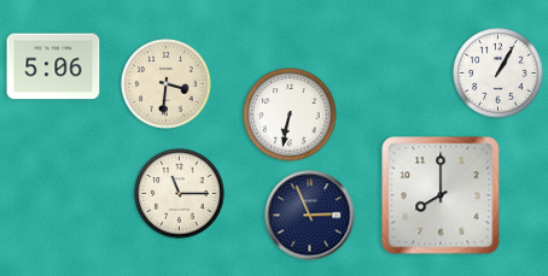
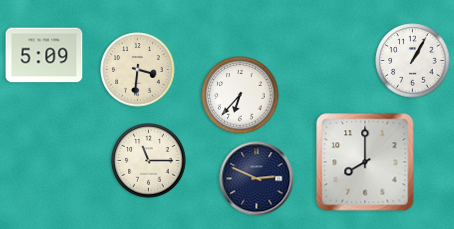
clock at (53, 66): 5:06 -> 5:09
clock at (290, 114): 6:32 -> 6:37
clock at (310, 216): 2:56 -> 2:49
